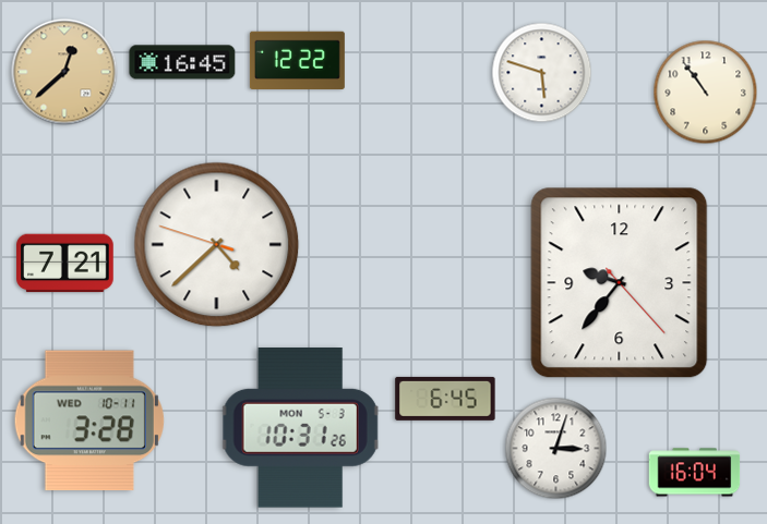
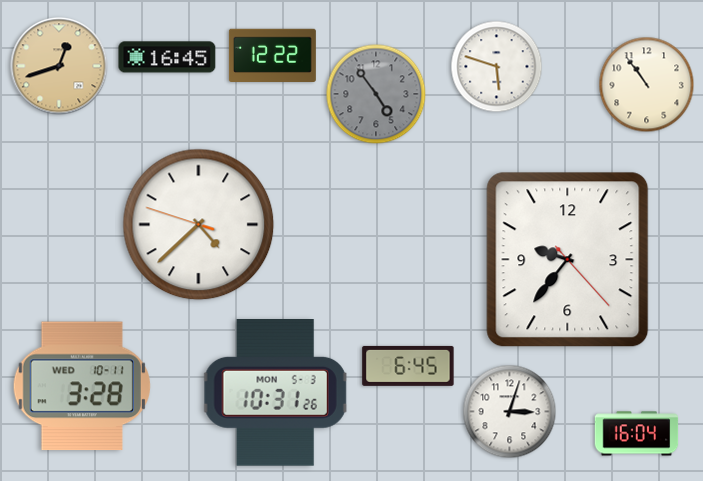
clock at (64, 72): 12:38 -> 12:42
clock at (376, 94): none -> 4:54
clock at (65, 264): 7:21 -> none
